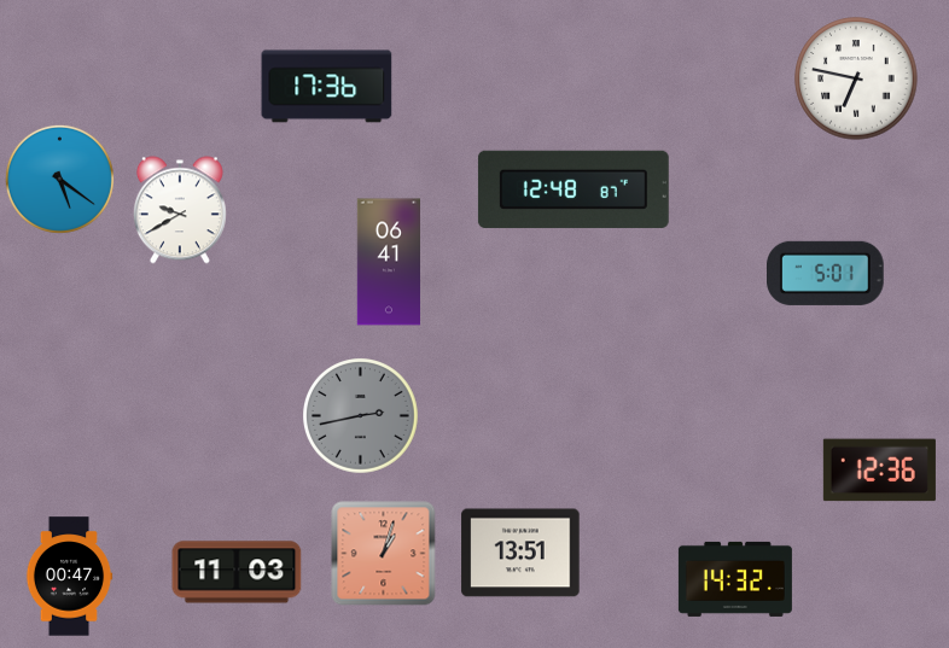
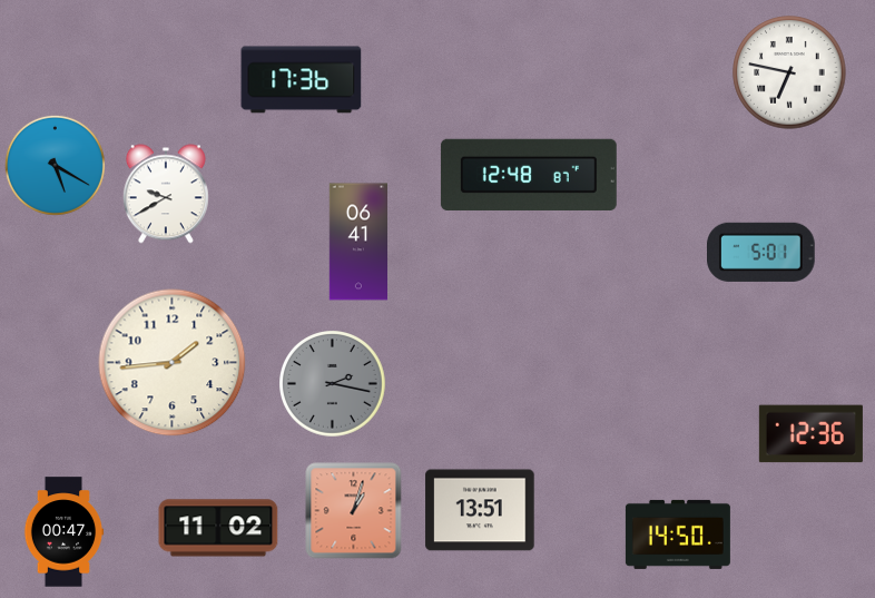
clock at (59, 179): 5:21 -> 5:20
clock at (173, 363): none -> 1:44
clock at (361, 416): 2:43 -> 2:17
clock at (237, 572): 11:03 -> 11:02
clock at (735, 579): 14:32 -> 14:50
